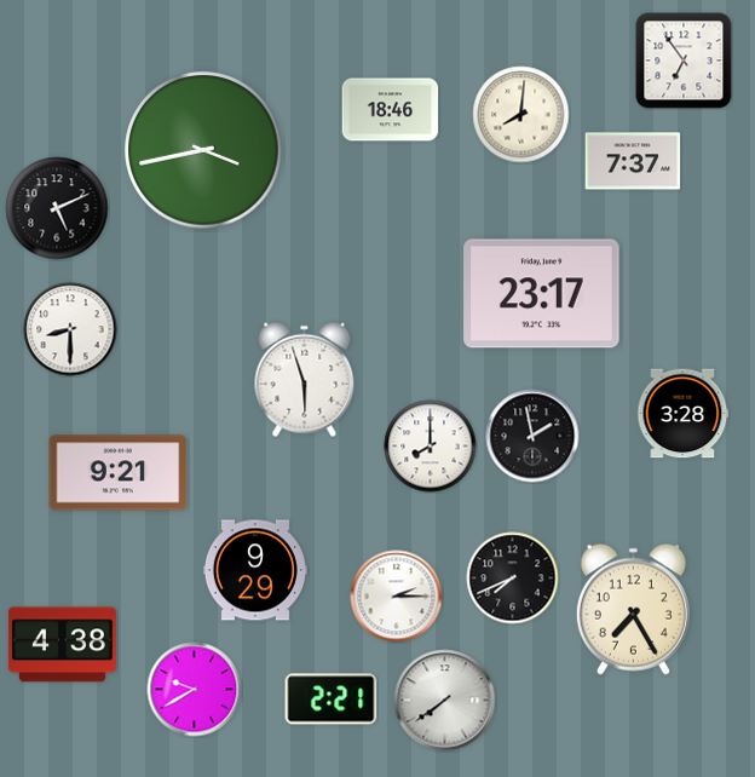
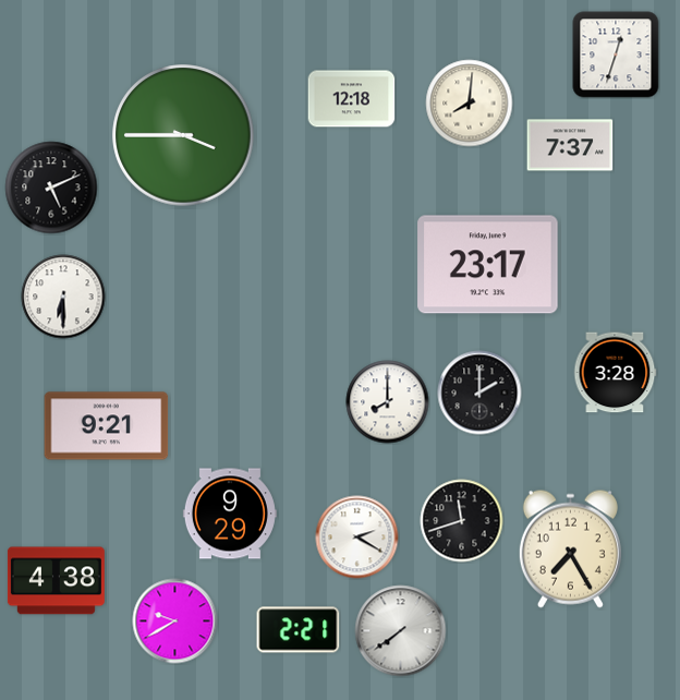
clock at (684, 61): 6:54 -> 12:33
clock at (391, 110): 18:46 -> 12:18
clock at (203, 150): 3:43 -> 3:45
clock at (70, 329): 8:30 -> 6:30
clock at (305, 380): 5:57 -> none
clock at (532, 436): 1:58 -> 2:00
clock at (513, 579): 7:41 -> 11:42
clock at (397, 597): 2:15 -> 2:20
